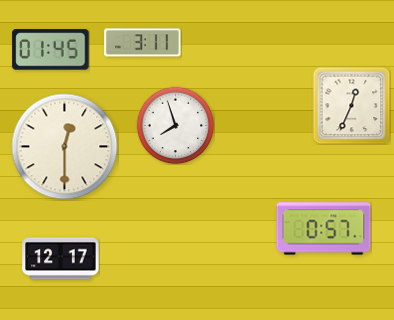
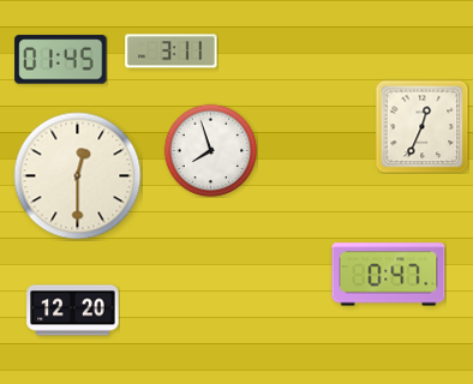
clock at (324, 229): 0:57 -> 0:47
clock at (61, 259): 12:17 -> 12:20
